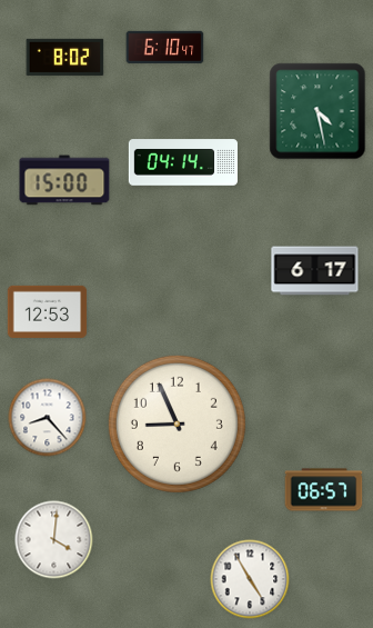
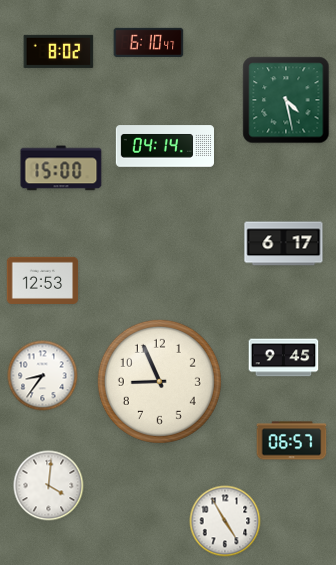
clock at (64, 180) position: (64, 180) -> (61, 168)
clock at (284, 358): none -> 9:45
clock at (48, 418): 8:23 -> 8:36
